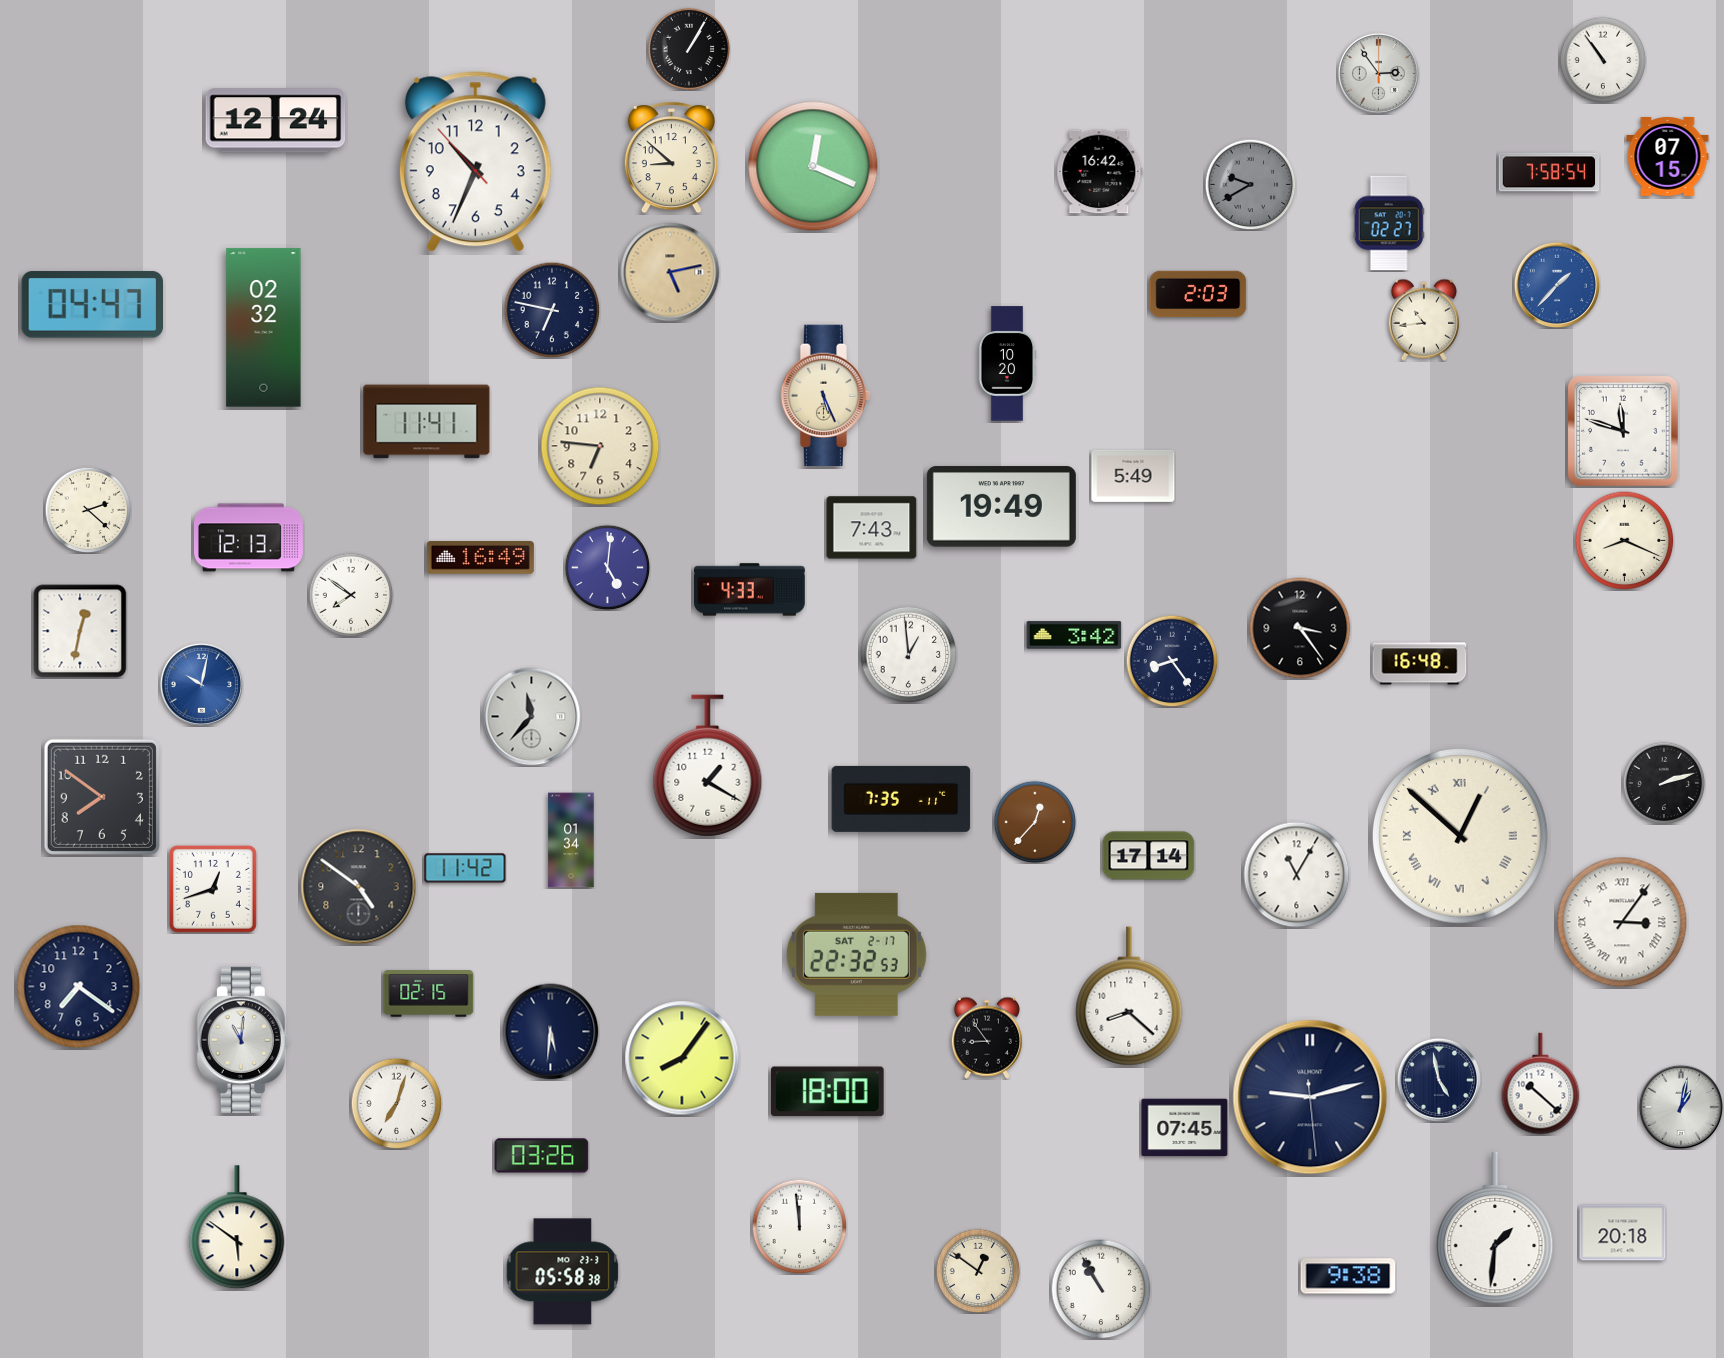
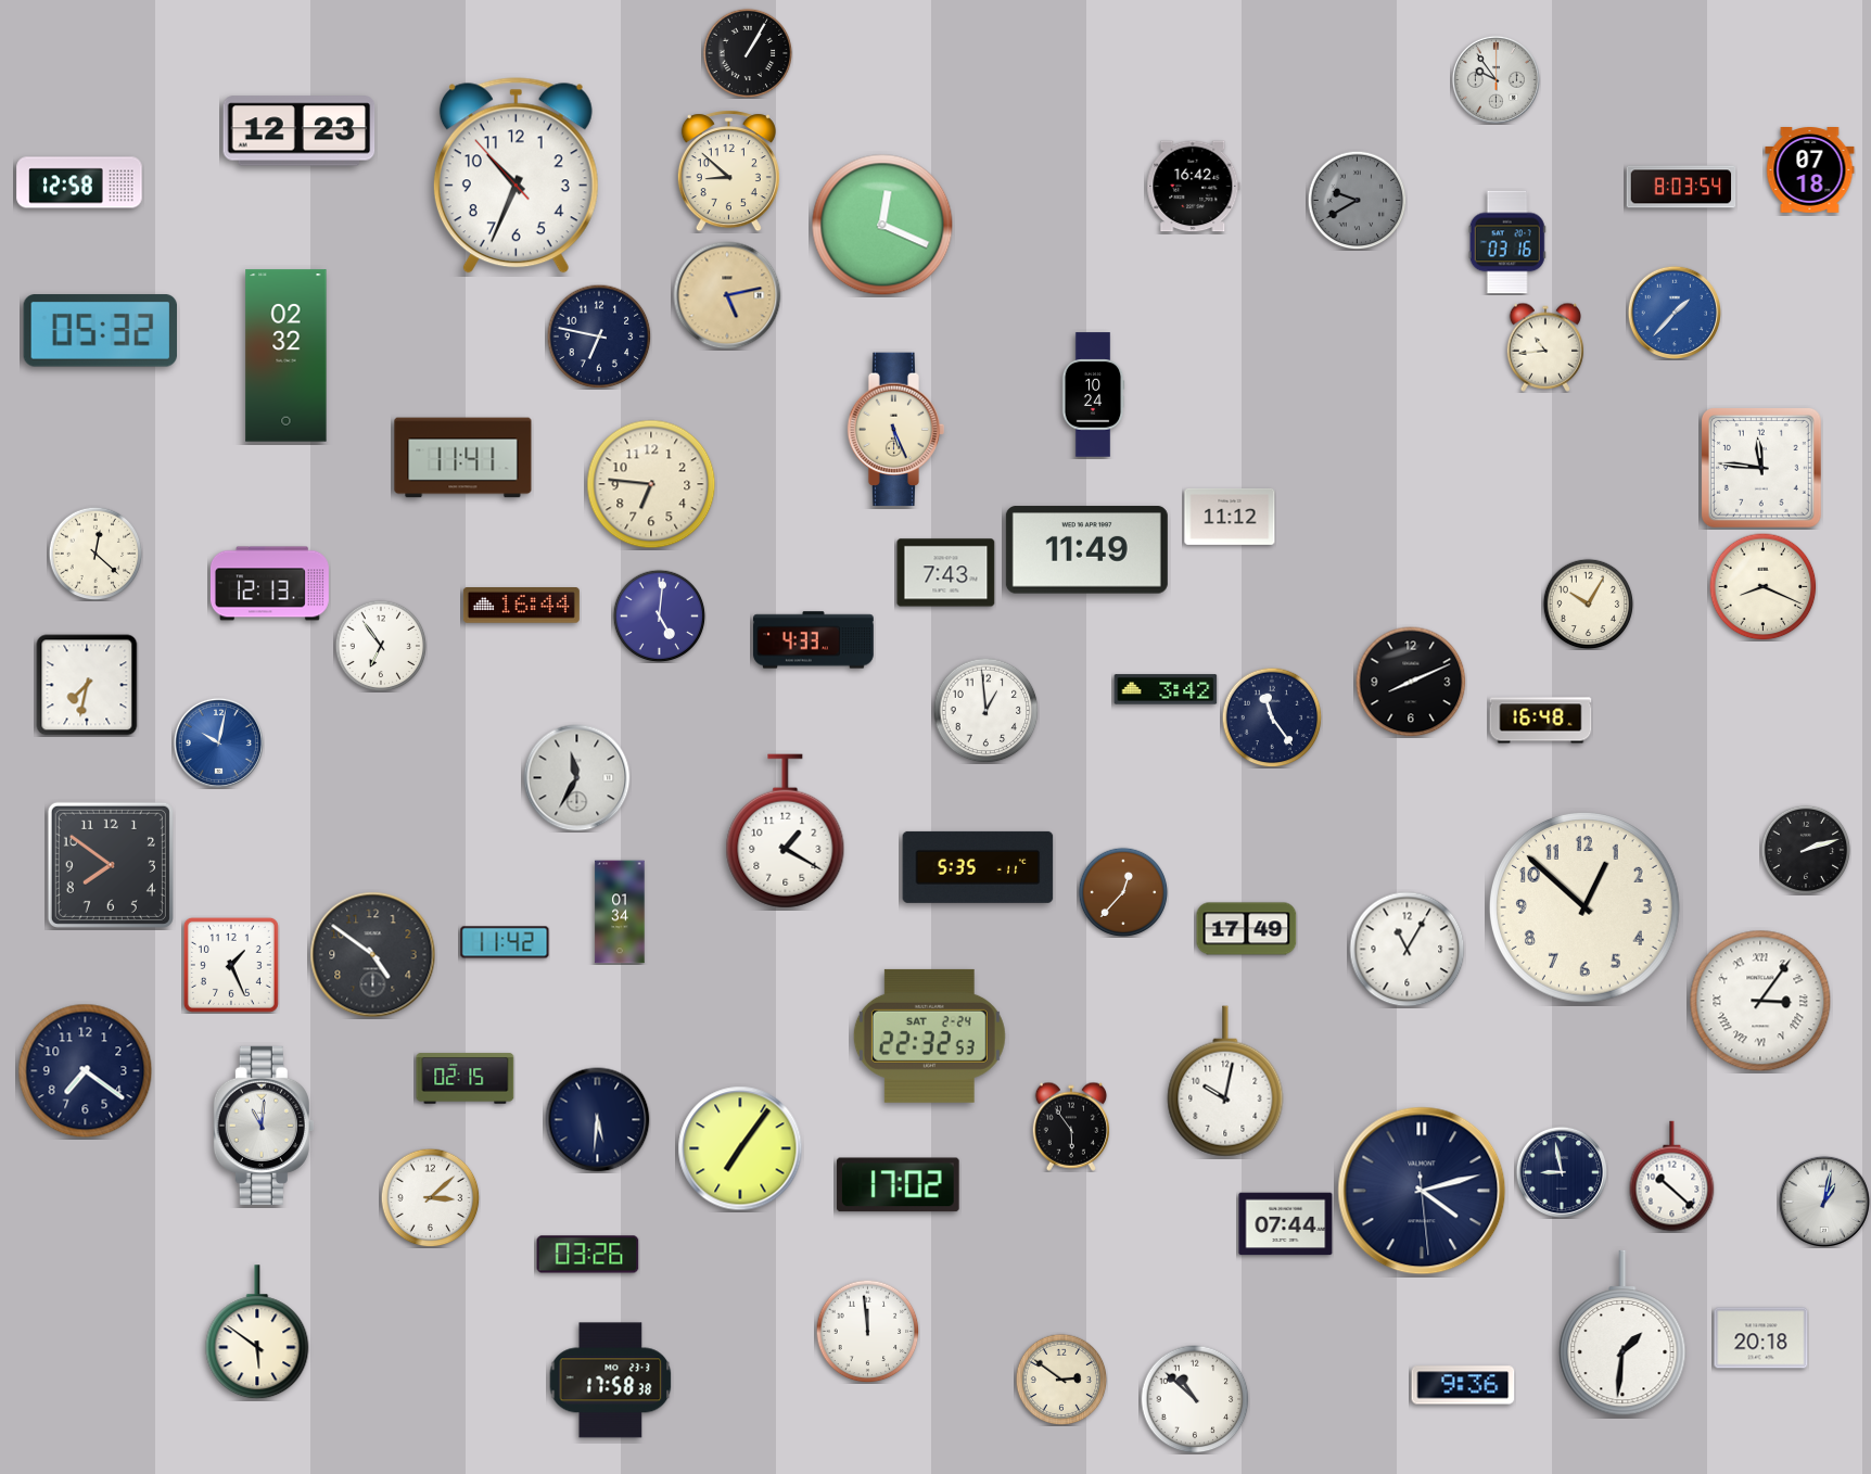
clock at (1603, 60): 10:54 -> none
clock at (1378, 73): 2:54 -> 9:54
clock at (276, 121): 12:24 -> 12:23
clock at (1668, 157): 07:15 -> 07:18
clock at (813, 166) position: (813, 166) -> (882, 225)
clock at (79, 182): none -> 12:58
clock at (1549, 172): 7:58 -> 8:03
clock at (1389, 223): 02:27 -> 03:16
clock at (1556, 284) position: (1556, 284) -> (1673, 312)
clock at (1198, 294): 2:03 -> none
clock at (92, 305): 04:47 -> 05:32
clock at (1007, 364): 10:20 -> 10:24
clock at (1623, 431): 11:48 -> 11:46
clock at (1133, 476): 5:49 -> 11:12
clock at (1001, 507): 19:49 -> 11:49
clock at (88, 510): 2:22 -> 12:22
clock at (1588, 603): none -> 10:05
clock at (480, 558): 16:49 -> 16:44
clock at (351, 595): 7:51 -> 6:54
clock at (1300, 628): 3:24 -> 8:11
clock at (80, 631): 12:32 -> 7:32
clock at (1172, 661): 8:24 -> 11:24
clock at (532, 717): 11:37 -> 11:35
clock at (708, 766) position: (708, 766) -> (786, 831)
clock at (901, 799): 7:35 -> 5:35
clock at (1460, 836) numerals: Roman -> Arabic
clock at (1149, 856): 17:14 -> 17:49
clock at (359, 887) position: (359, 887) -> (373, 955)
clock at (213, 889): 12:42 -> 1:26
clock at (856, 954) date: SAT 2-17 -> SAT 2-24
clock at (1129, 996): 8:22 -> 10:02
clock at (986, 1038): 8:54 -> 5:54
clock at (243, 1040) position: (243, 1040) -> (264, 1126)
clock at (682, 1058): 8:06 -> 7:06
clock at (1439, 1080): 4:58 -> 8:58
clock at (827, 1092): 18:00 -> 17:02
clock at (1310, 1097): 9:12 -> 4:12
clock at (396, 1103): 7:03 -> 3:08
clock at (1185, 1128): 07:45 -> 07:44
clock at (978, 1271): 12:51 -> 2:51
clock at (563, 1272): 05:58 -> 17:58
clock at (1348, 1276): 9:38 -> 9:36
clock at (1101, 1289): 10:55 -> 10:52
